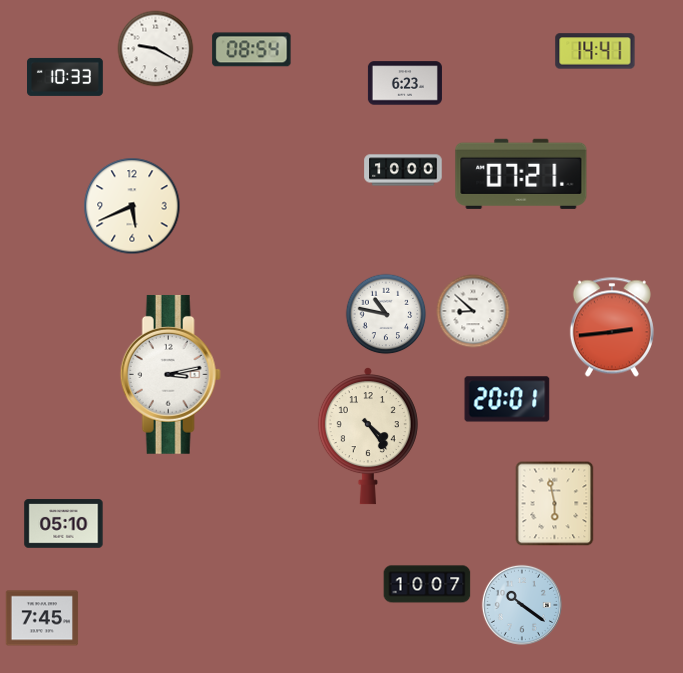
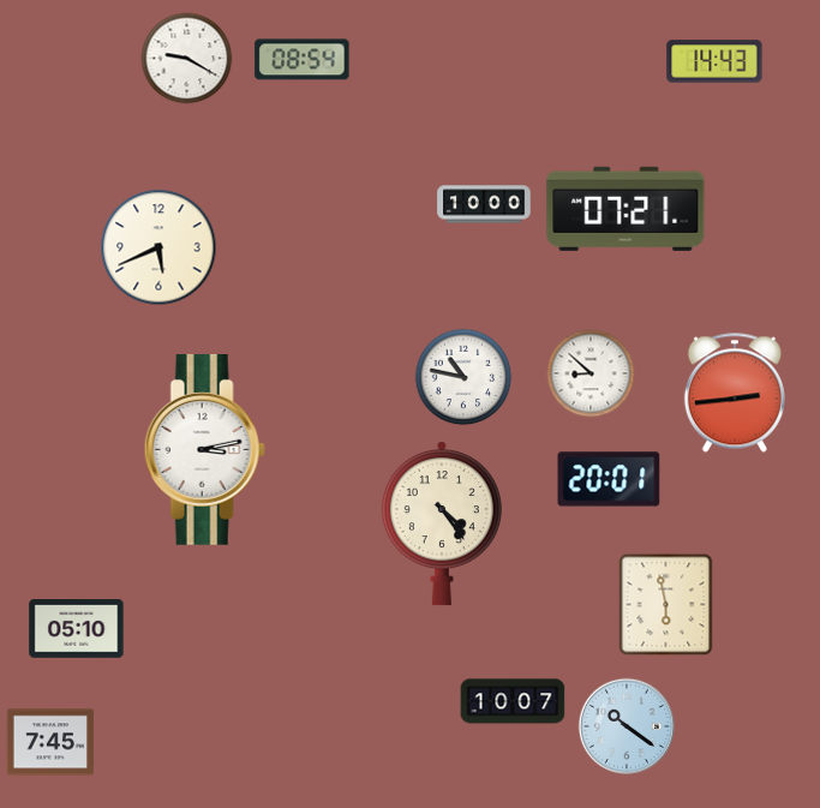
clock at (595, 51): 14:41 -> 14:43
clock at (66, 77): 10:33 -> none
clock at (405, 83): 6:23 -> none
clock at (473, 311) position: (473, 311) -> (591, 373)
